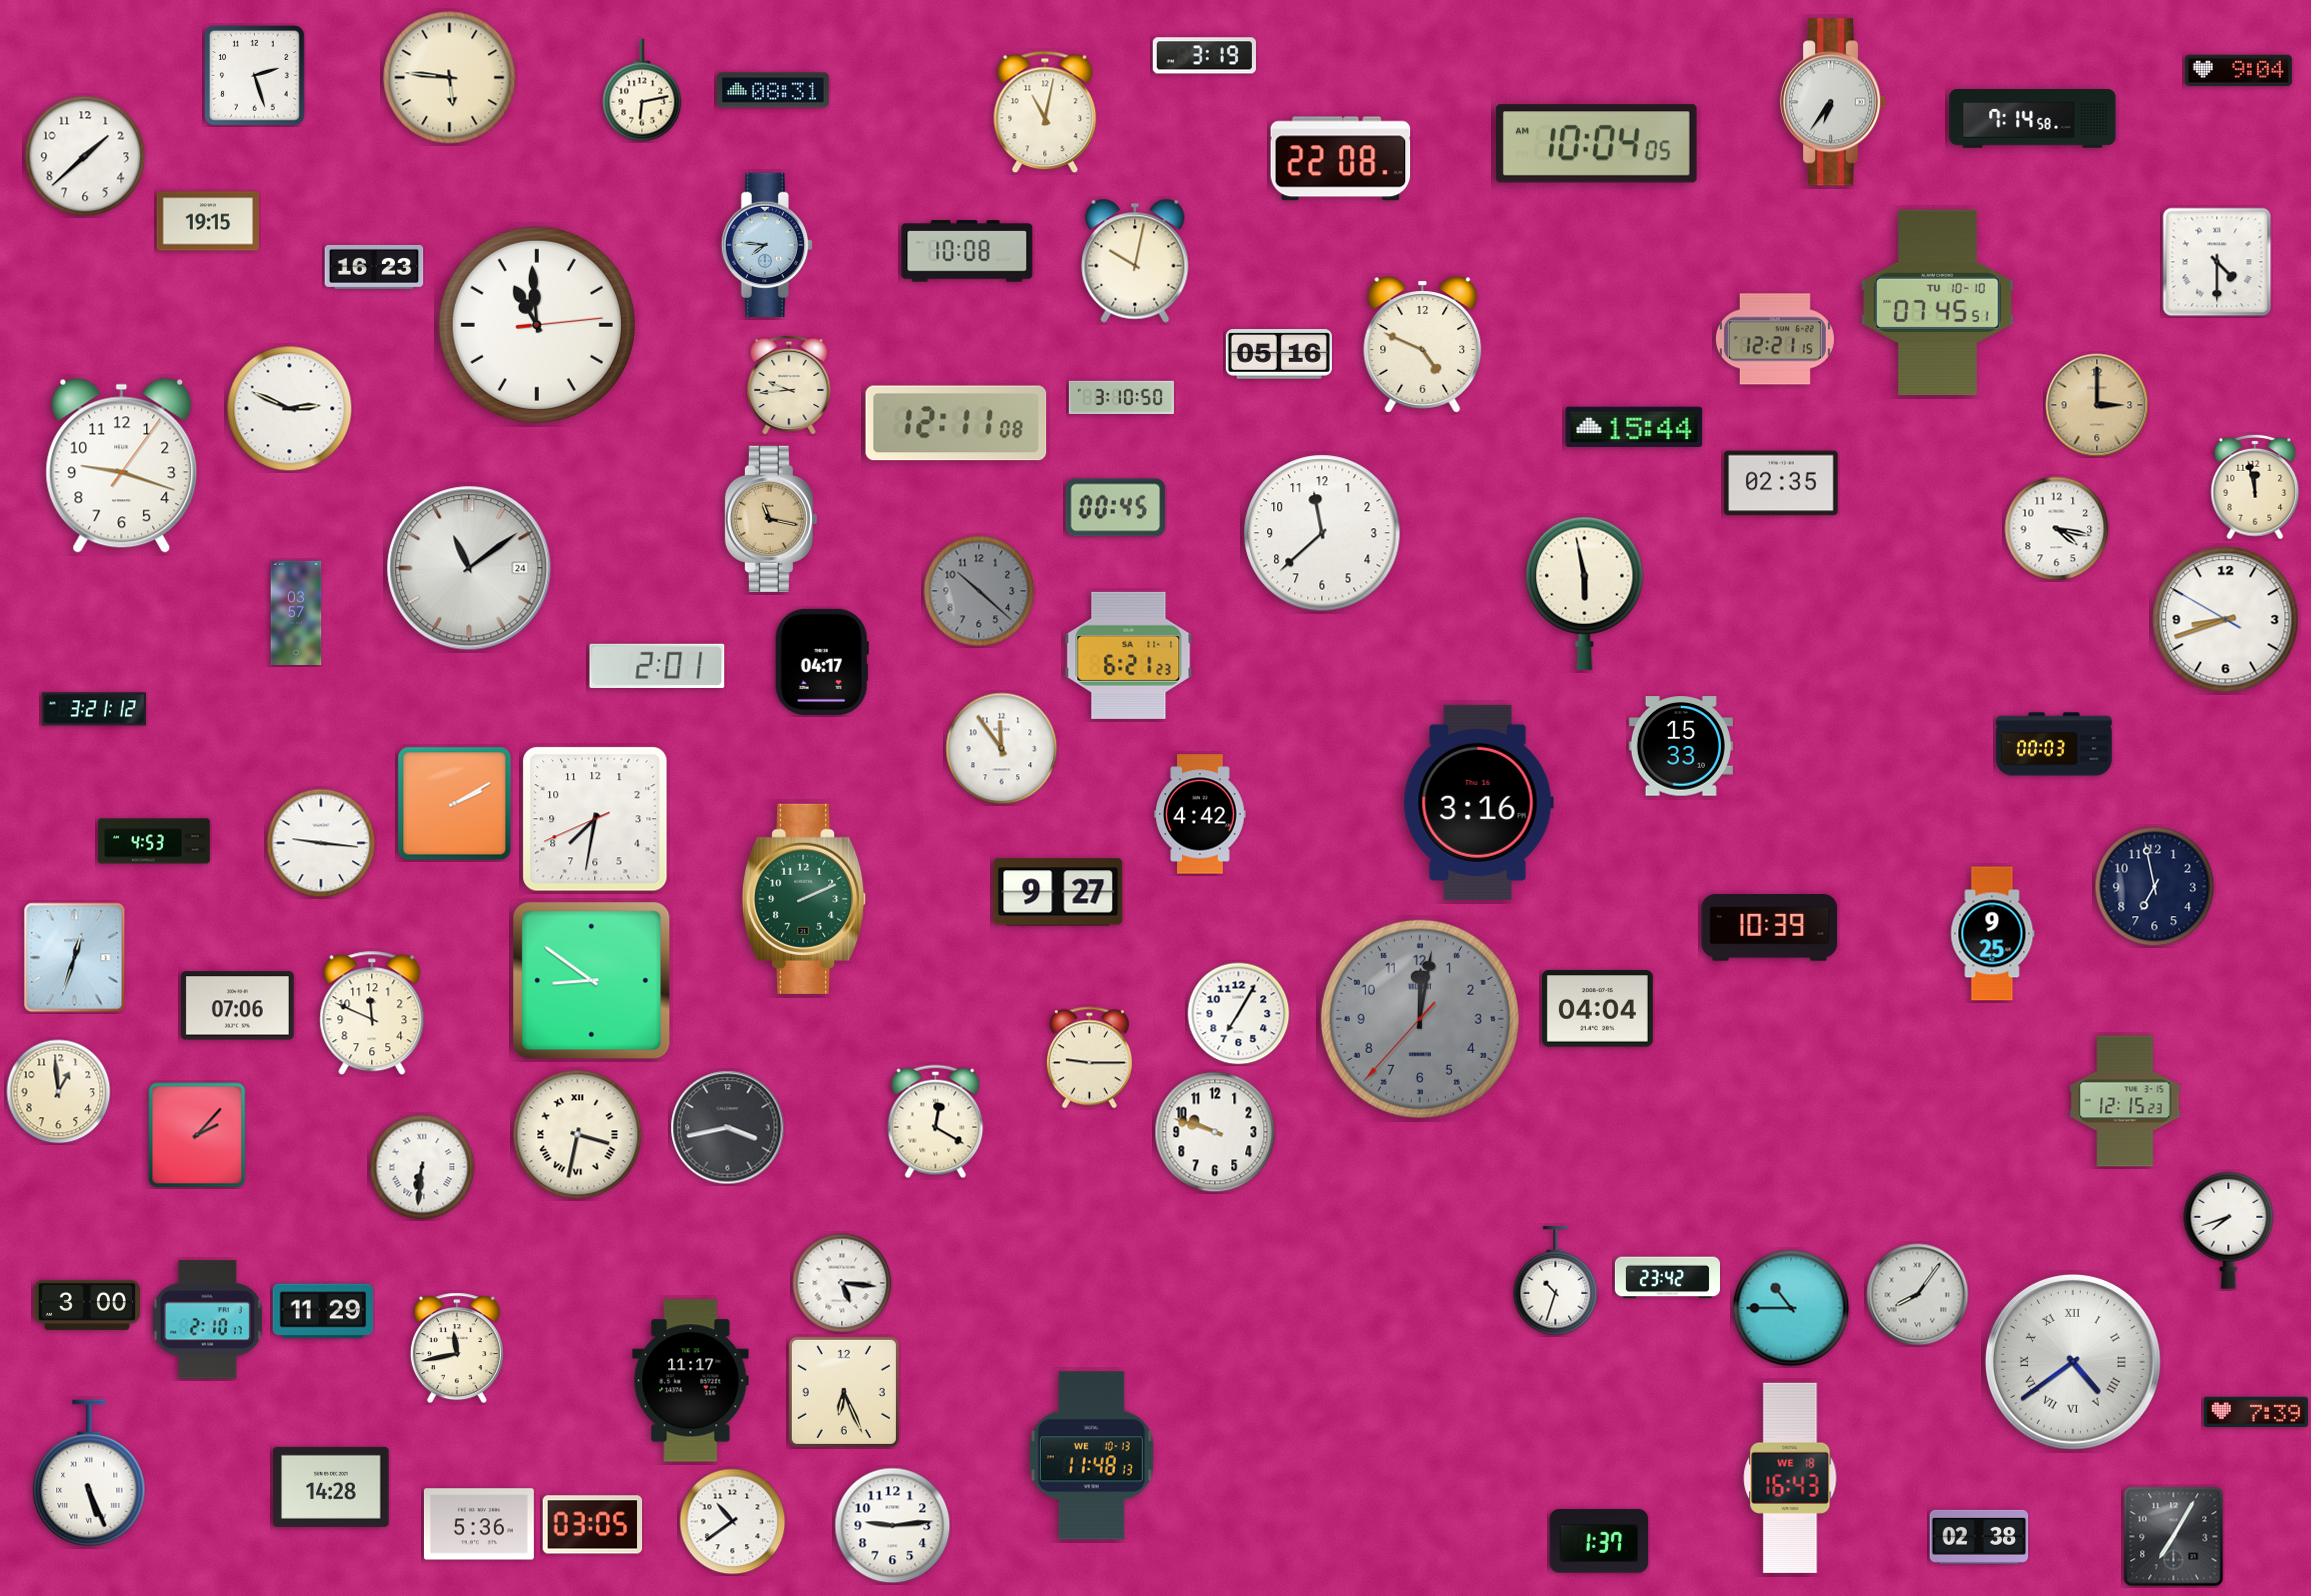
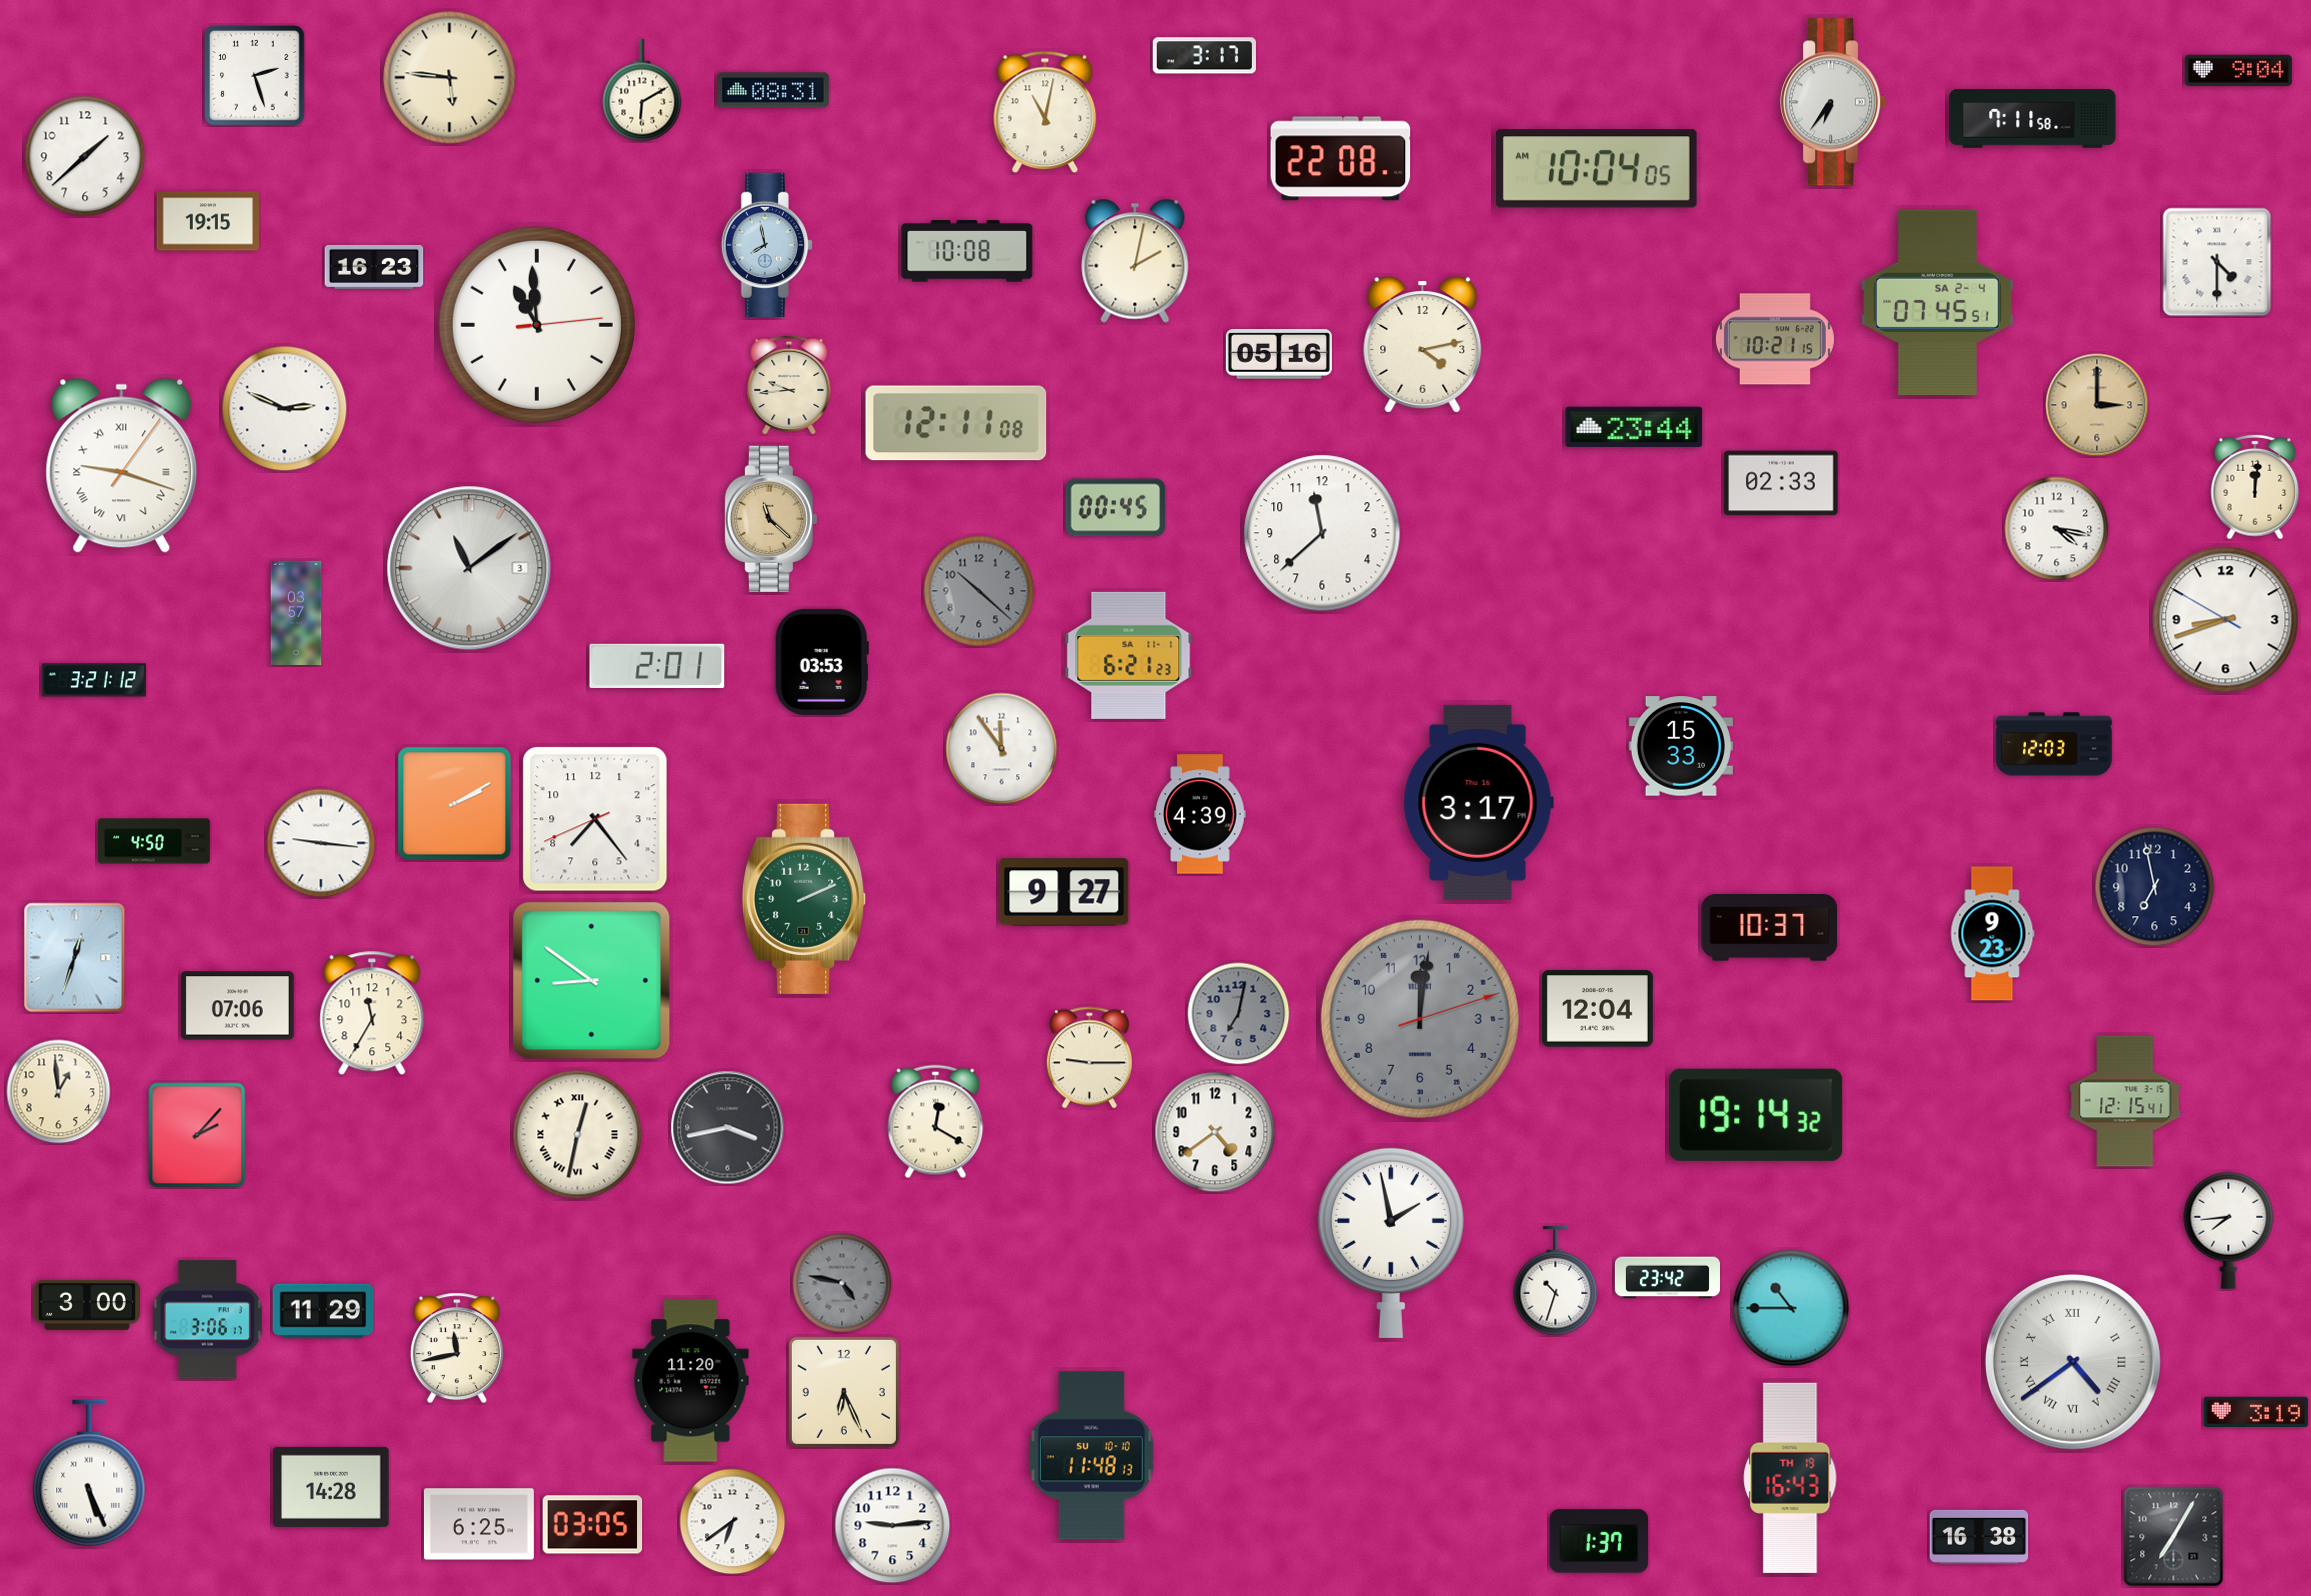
clock at (1204, 56): 3:19 -> 3:17
clock at (642, 90): 6:13 -> 6:10
clock at (2033, 119): 7:14 -> 7:11
clock at (1596, 144) position: (1596, 144) -> (1596, 169)
clock at (767, 244): 7:46 -> 7:58
clock at (1135, 261): 10:02 -> 2:02
clock at (1938, 303) date: TU 10-10 -> SA 2-4
clock at (1775, 339): 12:21 -> 10:21
clock at (1423, 345): 4:49 -> 4:13
clock at (1121, 397): 3:10 -> none
clock at (290, 409) position: (290, 409) -> (285, 409)
clock at (1634, 427): 15:44 -> 23:44
clock at (122, 465) numerals: Arabic -> Roman
clock at (1781, 483): 02:35 -> 02:33
clock at (2255, 487): 11:58 -> 12:01
clock at (771, 519): 11:17 -> 11:22
clock at (469, 568) date: 24 -> 3
clock at (1585, 593): 5:58 -> none
clock at (822, 662): 04:17 -> 03:53
clock at (94, 709) position: (94, 709) -> (94, 680)
clock at (2054, 744): 00:03 -> 12:03
clock at (1478, 802): 3:16 -> 3:17
clock at (1200, 814): 4:42 -> 4:39
clock at (595, 819): 7:31 -> 7:23
clock at (154, 841): 4:53 -> 4:50
clock at (1058, 892) position: (1058, 892) -> (1064, 892)
clock at (1770, 928): 10:39 -> 10:37
clock at (1992, 934): 9:25 -> 9:23
clock at (1597, 1009): 04:04 -> 12:04
clock at (372, 1013): 11:49 -> 11:35
clock at (1239, 1014): 7:05 -> 7:02
clock at (1239, 1014) dial: white -> grey
clock at (1420, 1019): 12:01:37 -> 12:01:12
clock at (2125, 1101): 12:15:23 -> 12:15:41
clock at (1756, 1115): none -> 19:14
clock at (1215, 1132): 9:48 -> 4:39
clock at (578, 1135): 3:32 -> 12:32
clock at (422, 1167): 6:31 -> none
clock at (2229, 1230): 7:42 -> 7:44
clock at (1391, 1242): none -> 1:58
clock at (842, 1283): 5:16 -> 4:47
clock at (842, 1283) dial: white -> grey
clock at (1918, 1295): 8:06 -> none
clock at (207, 1320): 2:10 -> 3:06
clock at (691, 1381): 11:17 -> 11:20
clock at (2256, 1411): 7:39 -> 3:19
clock at (1092, 1456) date: WE 10-13 -> SU 10-10
clock at (1790, 1478) date: WE 18 -> TH 19
clock at (733, 1522): 10:39 -> 6:39
clock at (479, 1524): 5:36 -> 6:25
clock at (1979, 1537): 02:38 -> 16:38
